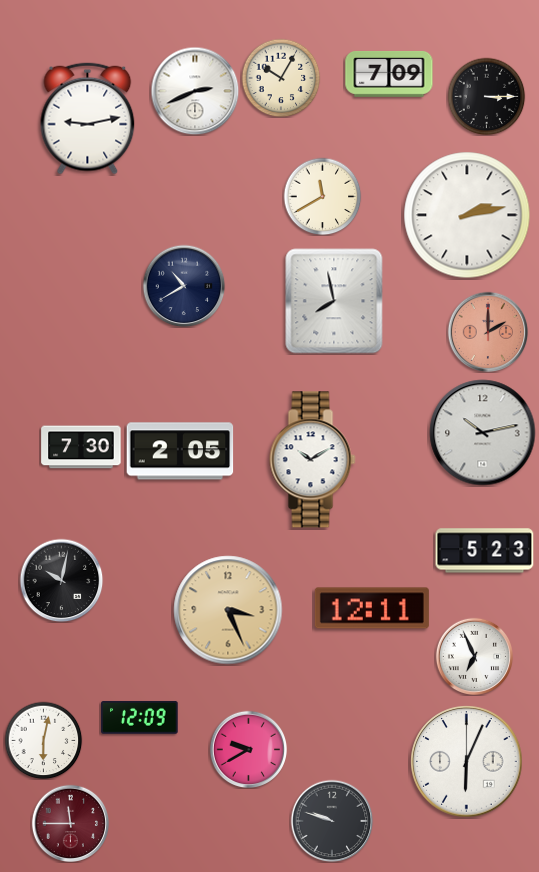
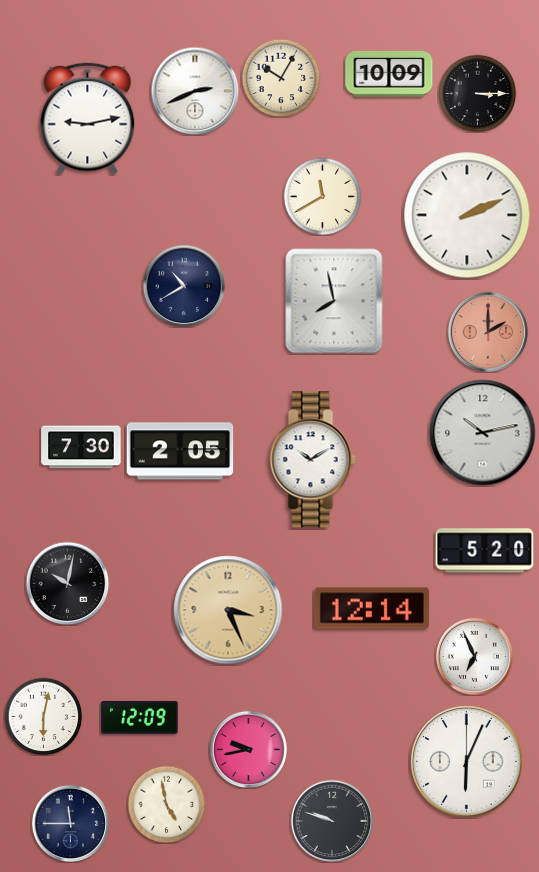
clock at (389, 74): 7:09 -> 10:09
clock at (486, 96) position: (486, 96) -> (477, 93)
clock at (467, 215): 2:13 -> 2:11
clock at (485, 551): 5:23 -> 5:20
clock at (61, 580) position: (61, 580) -> (67, 583)
clock at (372, 608): 12:11 -> 12:14
clock at (43, 740) position: (43, 740) -> (43, 716)
clock at (248, 749): 9:40 -> 9:43
clock at (166, 804): none -> 4:58
clock at (70, 823) dial: burgundy -> navy
